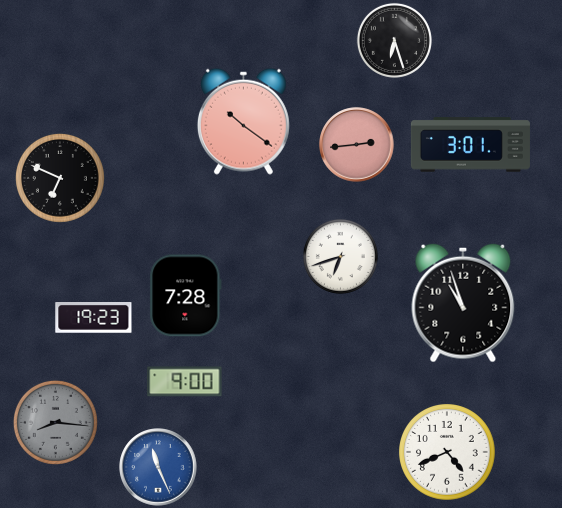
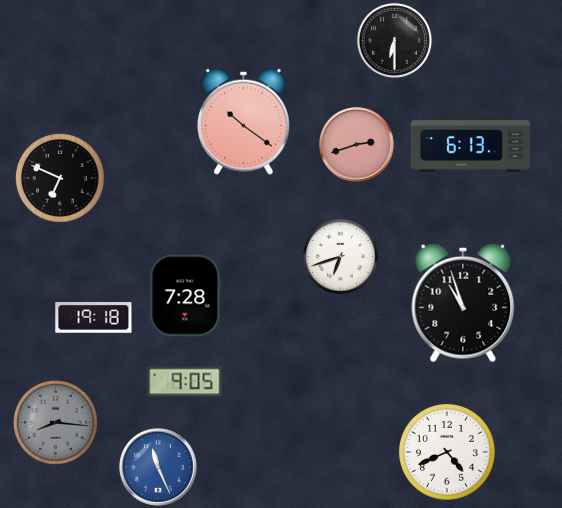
clock at (394, 40): 6:27 -> 6:30
clock at (357, 145): 2:44 -> 2:42
clock at (470, 145): 3:01 -> 6:13
clock at (94, 318): 19:23 -> 19:18
clock at (185, 382): 9:00 -> 9:05
